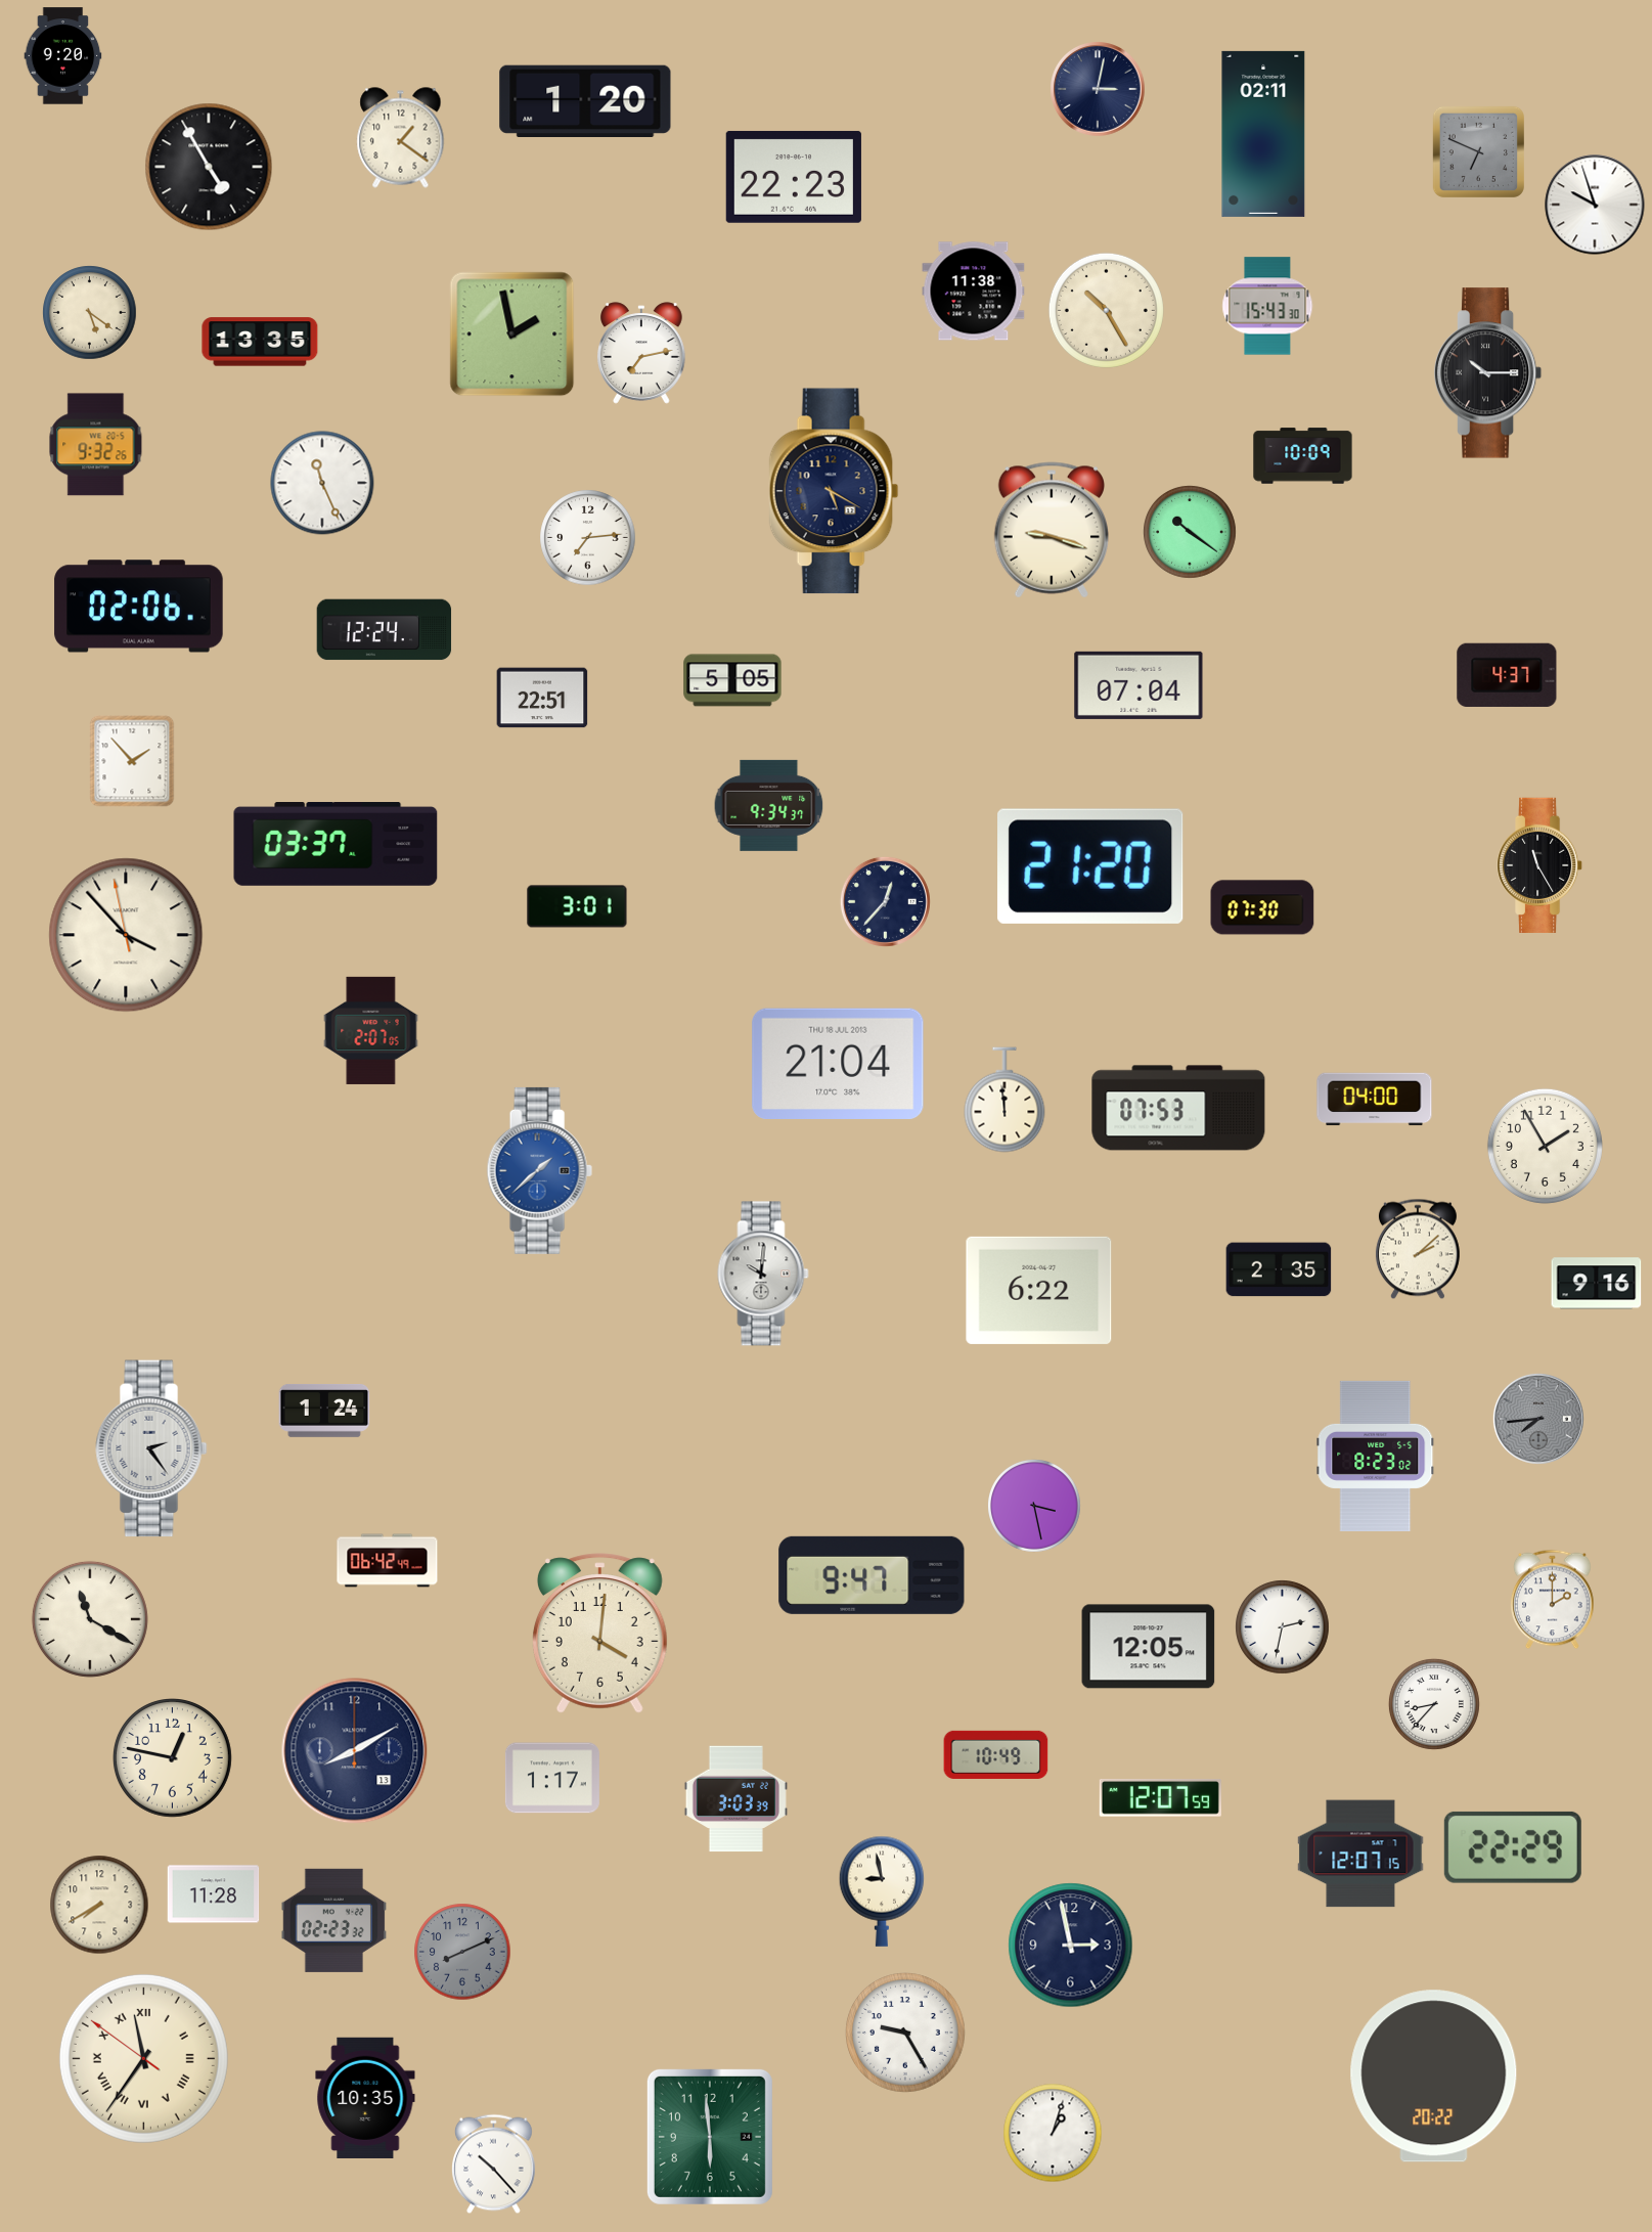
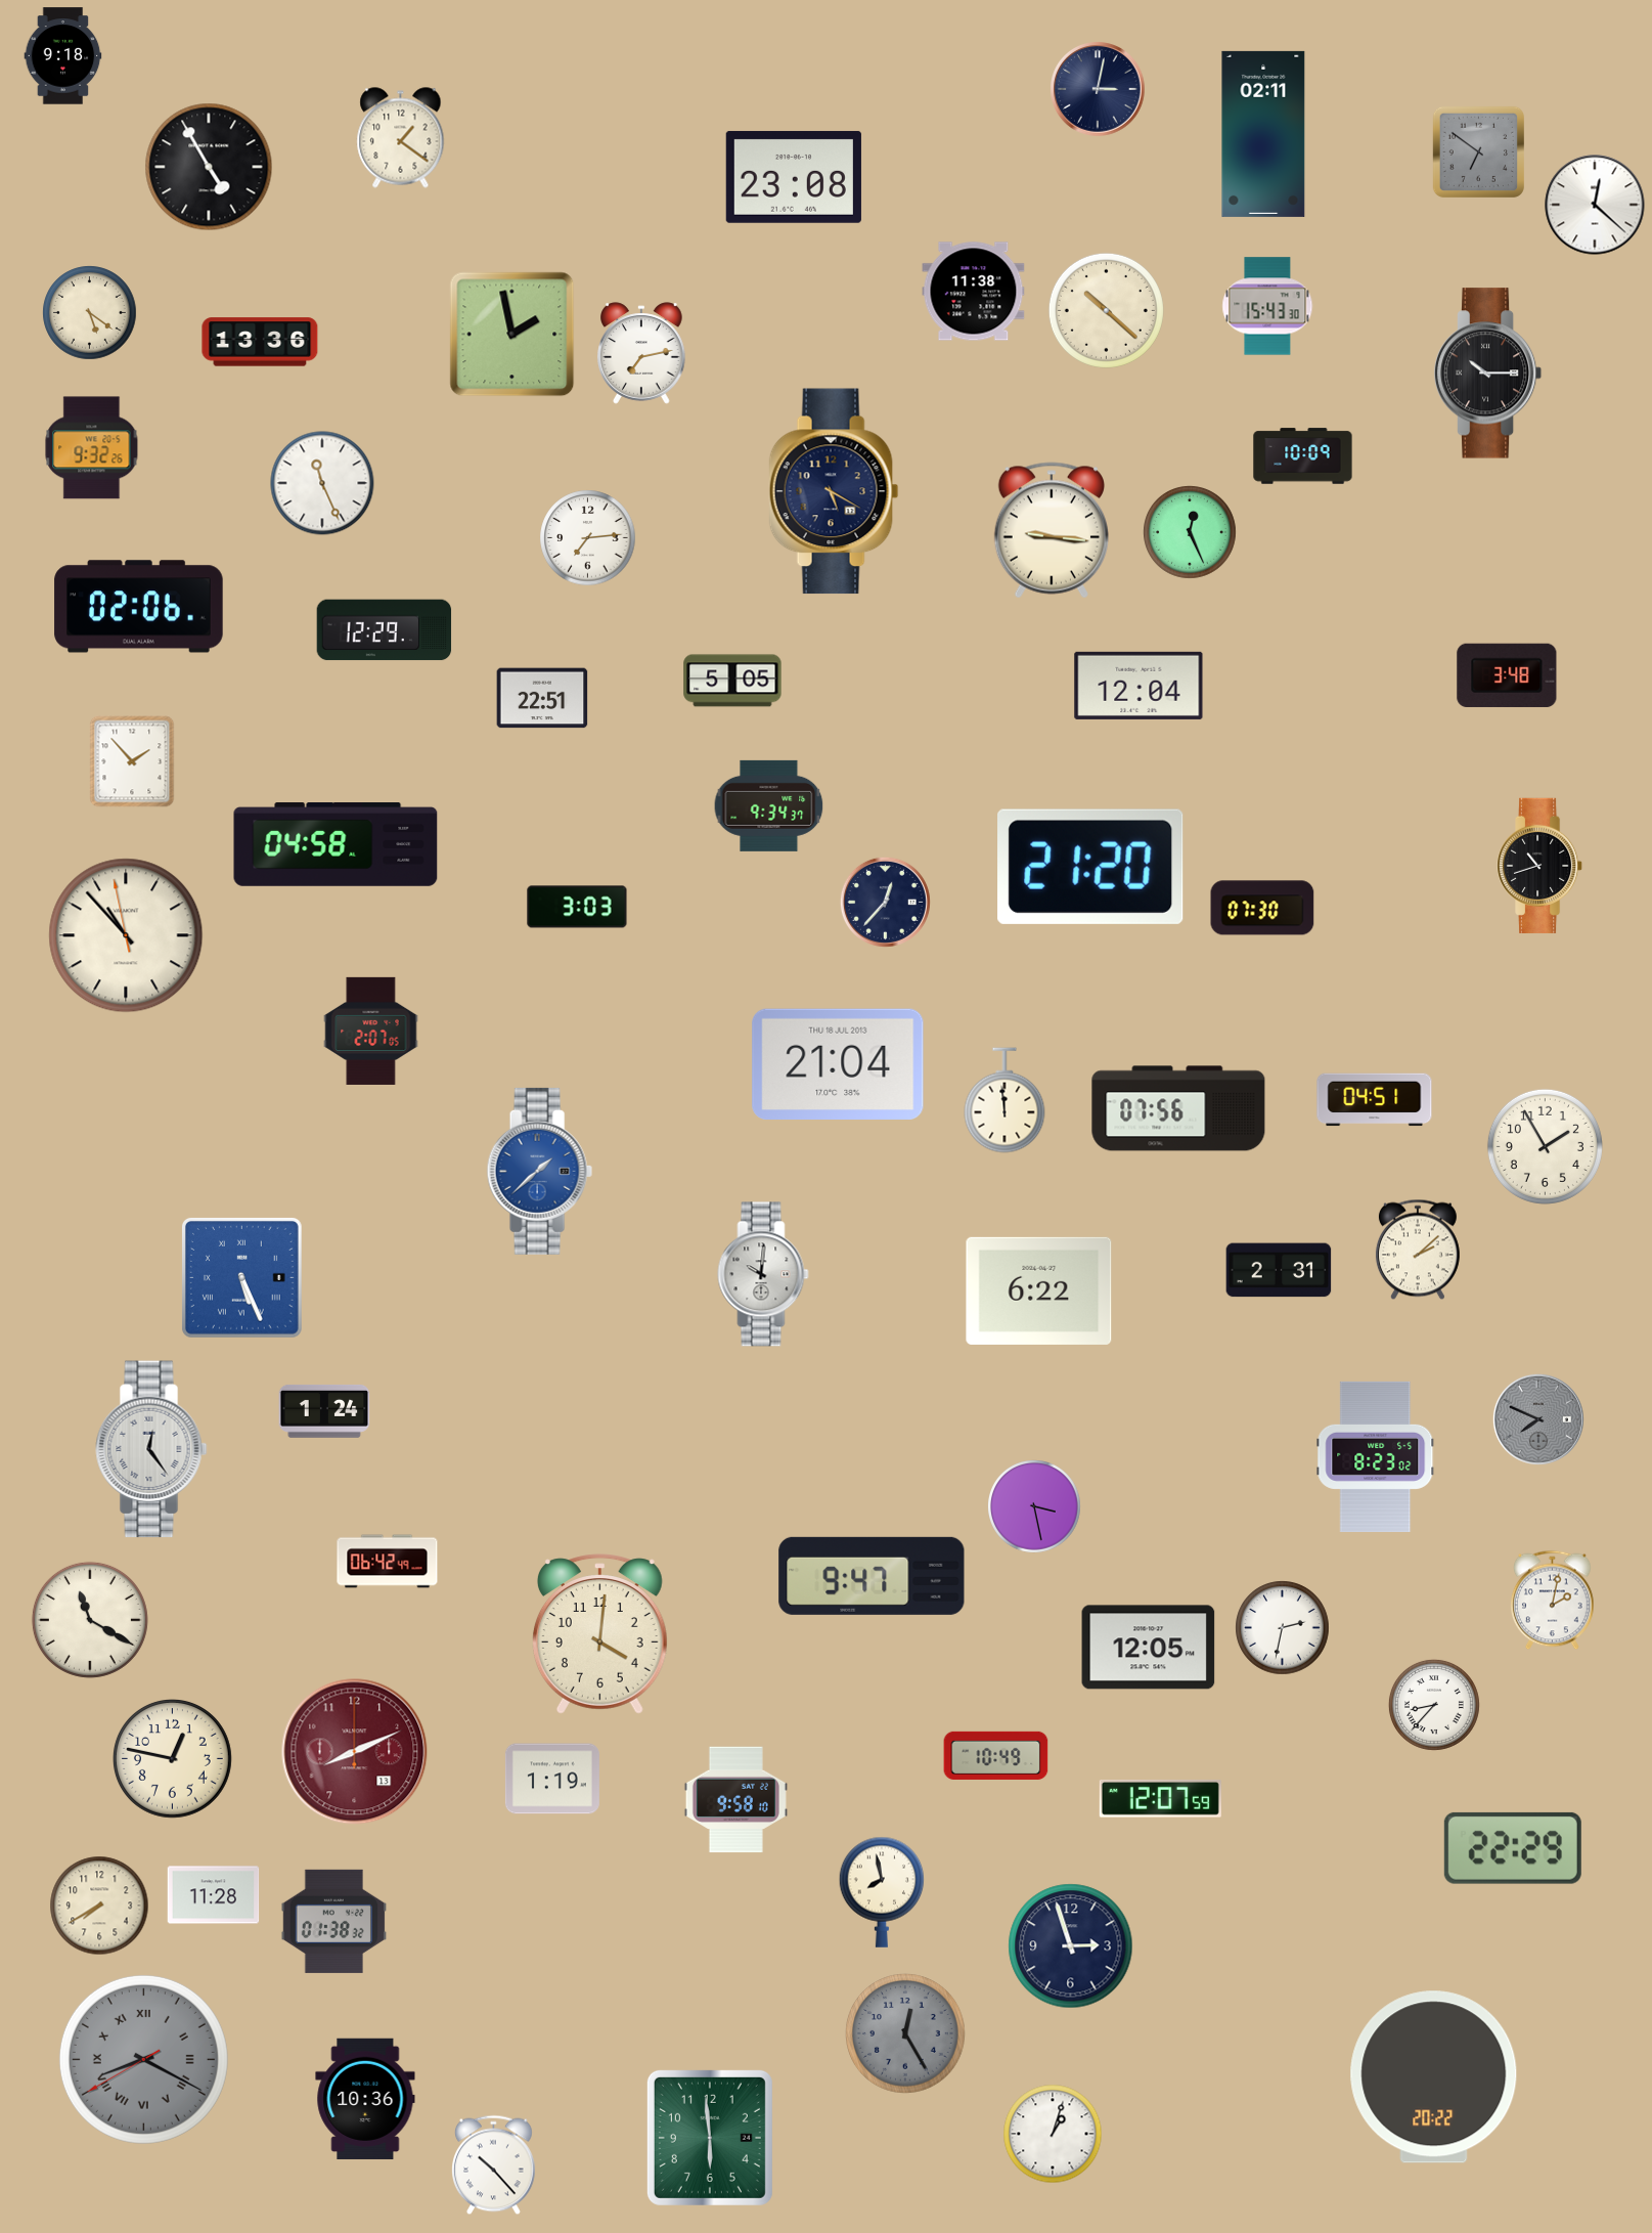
clock at (63, 56): 9:20 -> 9:18
clock at (585, 100): 1:20 -> none
clock at (1478, 151): 6:49 -> 6:51
clock at (794, 177): 22:23 -> 23:08
clock at (1595, 205): 9:57 -> 12:22
clock at (1106, 310): 10:25 -> 10:22
clock at (260, 342): 13:35 -> 13:36
clock at (96, 445) position: (96, 445) -> (92, 448)
clock at (1052, 530): 9:18 -> 9:16
clock at (1191, 533): 10:21 -> 12:26
clock at (385, 630): 12:24 -> 12:29
clock at (1507, 675): 4:37 -> 3:48
clock at (1138, 685): 07:04 -> 12:04
clock at (336, 845): 03:37 -> 04:58
clock at (1541, 865): 11:25 -> 10:42
clock at (577, 906): 3:01 -> 3:03
clock at (126, 935): 3:52 -> 10:52
clock at (1375, 1100): 04:00 -> 04:51
clock at (1178, 1108): 07:53 -> 07:56
clock at (1279, 1269): 2:35 -> 2:31
clock at (241, 1277): none -> 5:26
clock at (1597, 1284): 9:16 -> none
clock at (1538, 1419): 7:44 -> 7:49
clock at (151, 1448): 2:24 -> 12:24
clock at (1553, 1600): 2:00 -> 2:02
clock at (355, 1751): 8:10 -> 8:11
clock at (355, 1751) dial: navy -> burgundy
clock at (552, 1778): 1:17 -> 1:19
clock at (735, 1799): 3:03 -> 9:58
clock at (1360, 1854): 12:07 -> none
clock at (882, 1891): 8:58 -> 7:58
clock at (334, 1920): 02:23 -> 01:38
clock at (1071, 1946): 2:58 -> 2:57
clock at (462, 1952): 8:11 -> none
clock at (905, 2033): 9:25 -> 12:25
clock at (905, 2033) dial: white -> grey
clock at (143, 2058): 11:35 -> 8:19
clock at (143, 2058) dial: cream -> grey
clock at (365, 2098): 10:35 -> 10:36
